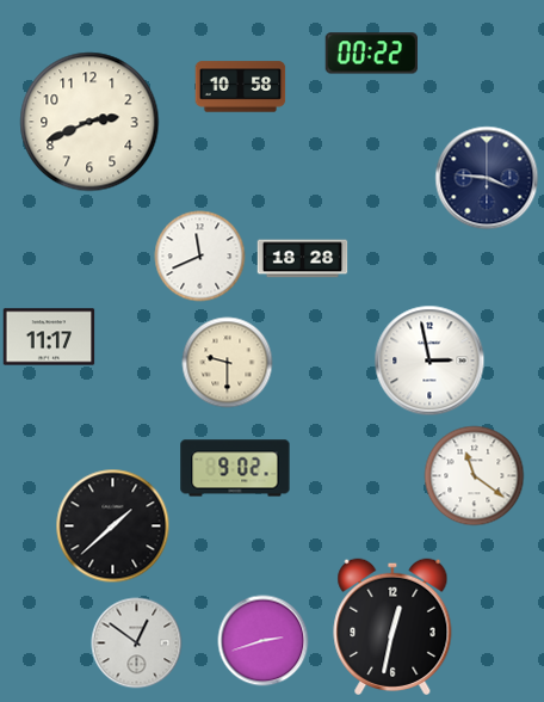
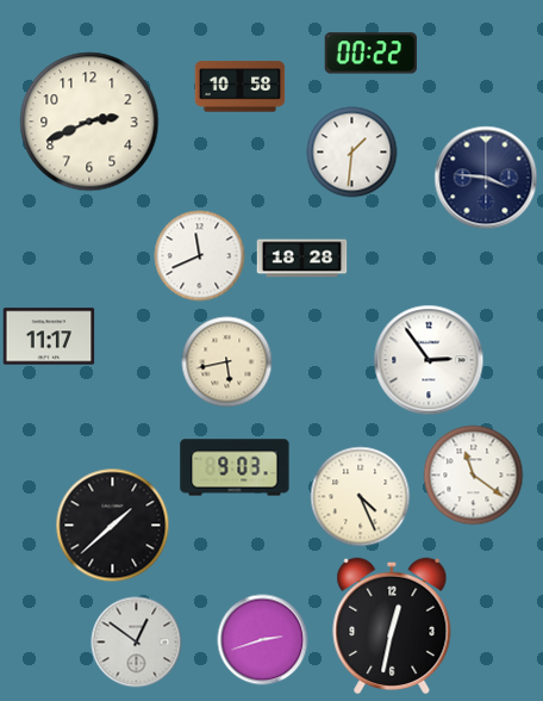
clock at (352, 153): none -> 1:31
clock at (429, 361): 2:58 -> 2:54
clock at (228, 363): 9:30 -> 5:43
clock at (235, 468): 9:02 -> 9:03
clock at (361, 497): none -> 4:26
